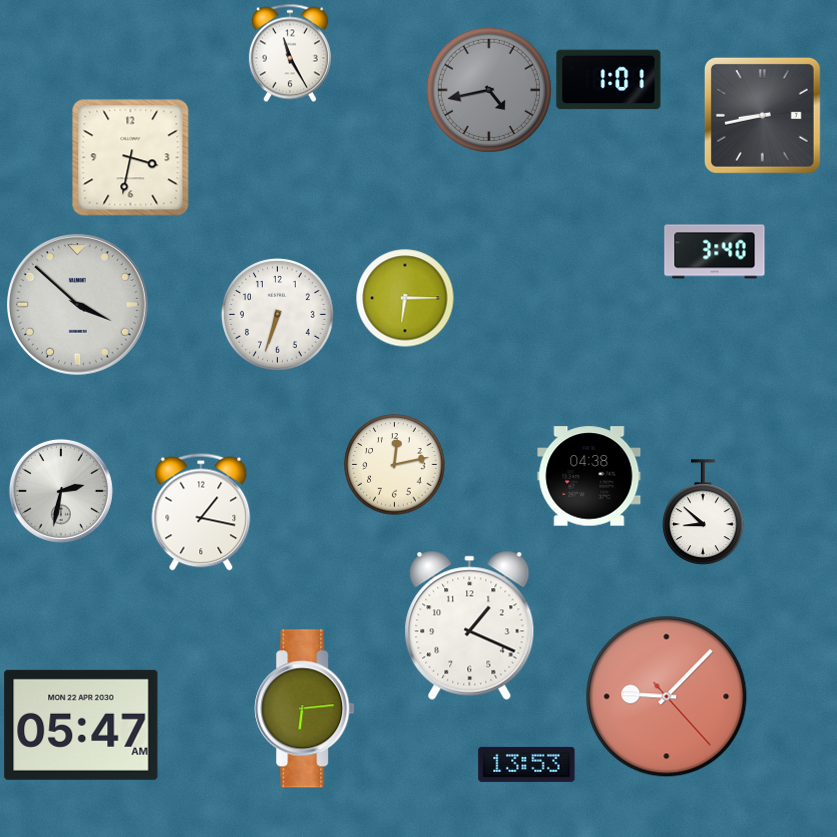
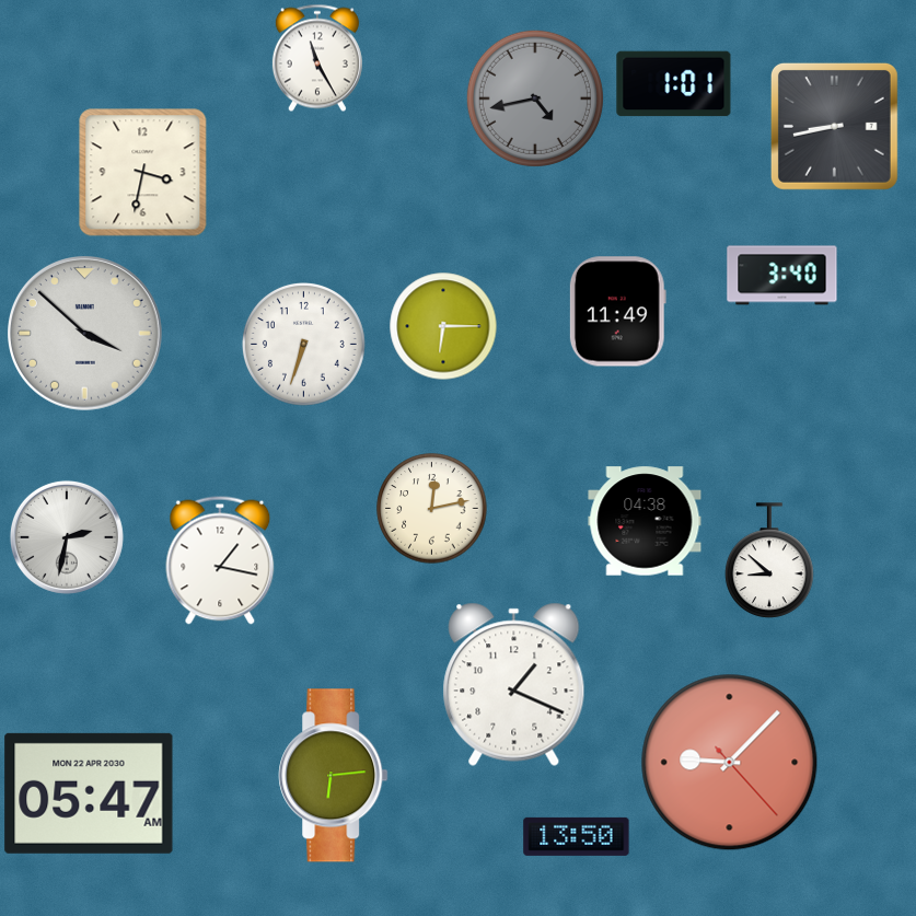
clock at (609, 80) position: (609, 80) -> (674, 84)
clock at (617, 312): none -> 11:49
clock at (527, 764): 13:53 -> 13:50
